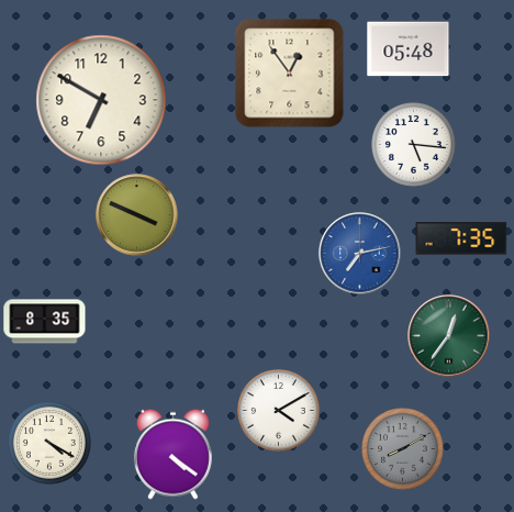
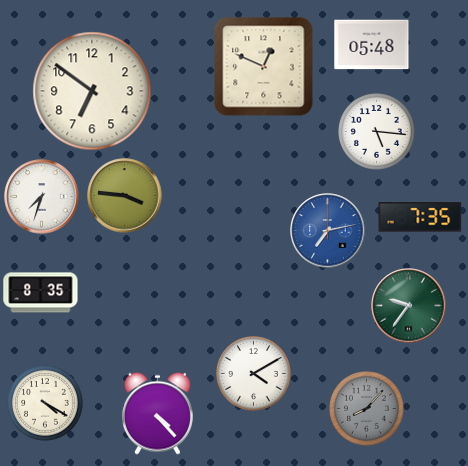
clock at (290, 74): 12:54 -> 12:49
clock at (101, 100): 6:50 -> 6:51
clock at (137, 215): 3:49 -> 3:46
clock at (42, 197): none -> 7:33
clock at (449, 336): 12:36 -> 9:36
clock at (403, 449): 8:10 -> 8:07
clock at (172, 454): 4:21 -> 4:23
